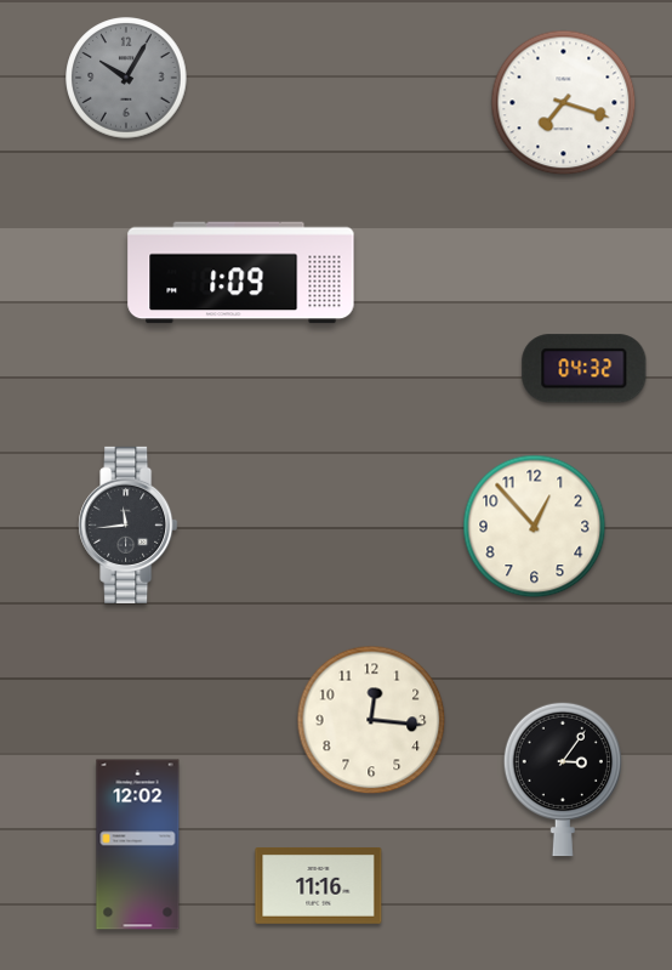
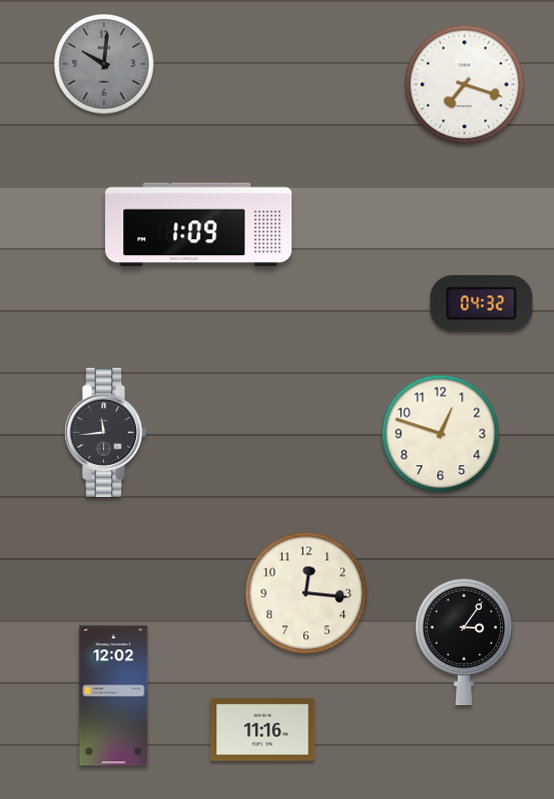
clock at (126, 78): 10:05 -> 10:01
clock at (535, 527): 12:53 -> 12:48
